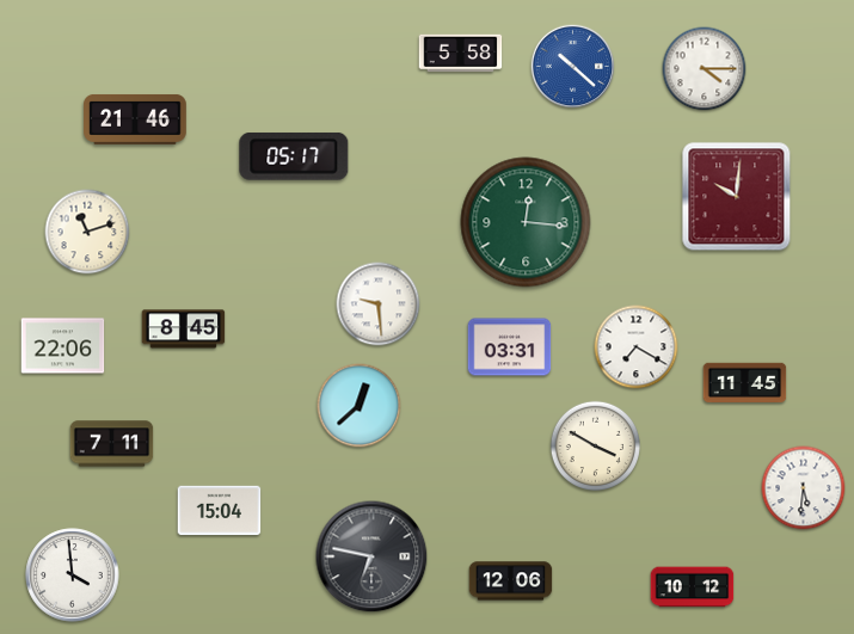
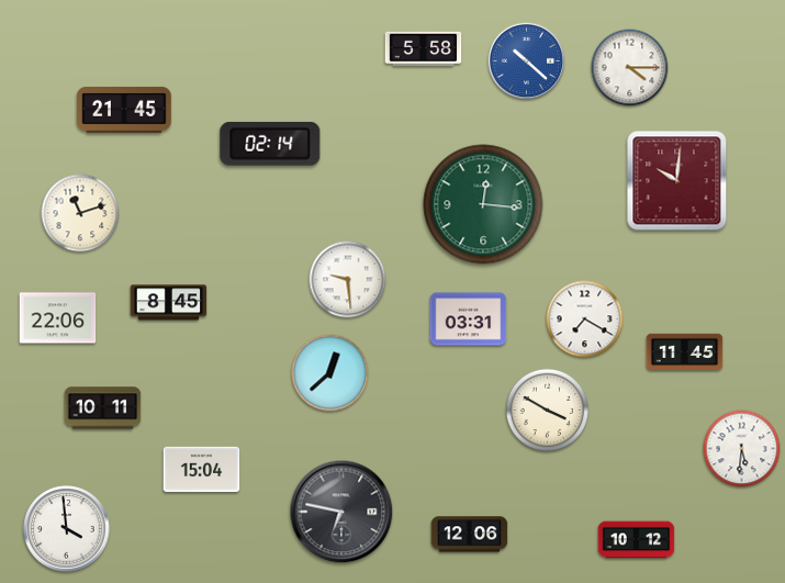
clock at (705, 69) position: (705, 69) -> (630, 68)
clock at (135, 119): 21:46 -> 21:45
clock at (294, 156): 05:17 -> 02:14
clock at (112, 444): 7:11 -> 10:11
clock at (804, 488) position: (804, 488) -> (742, 449)
